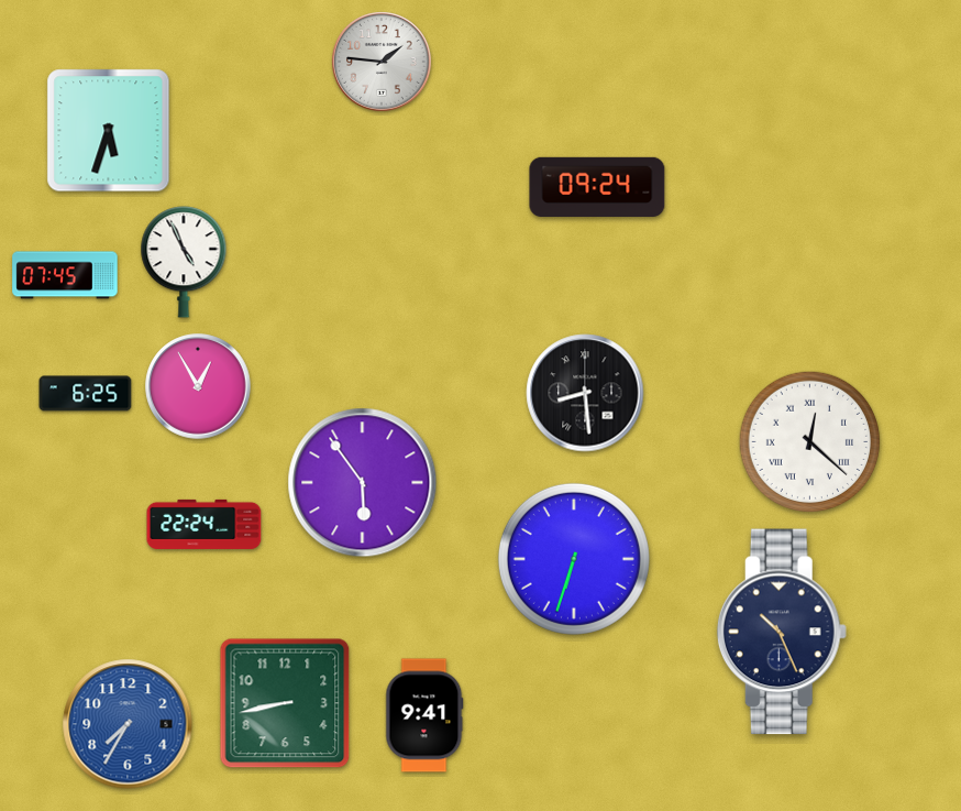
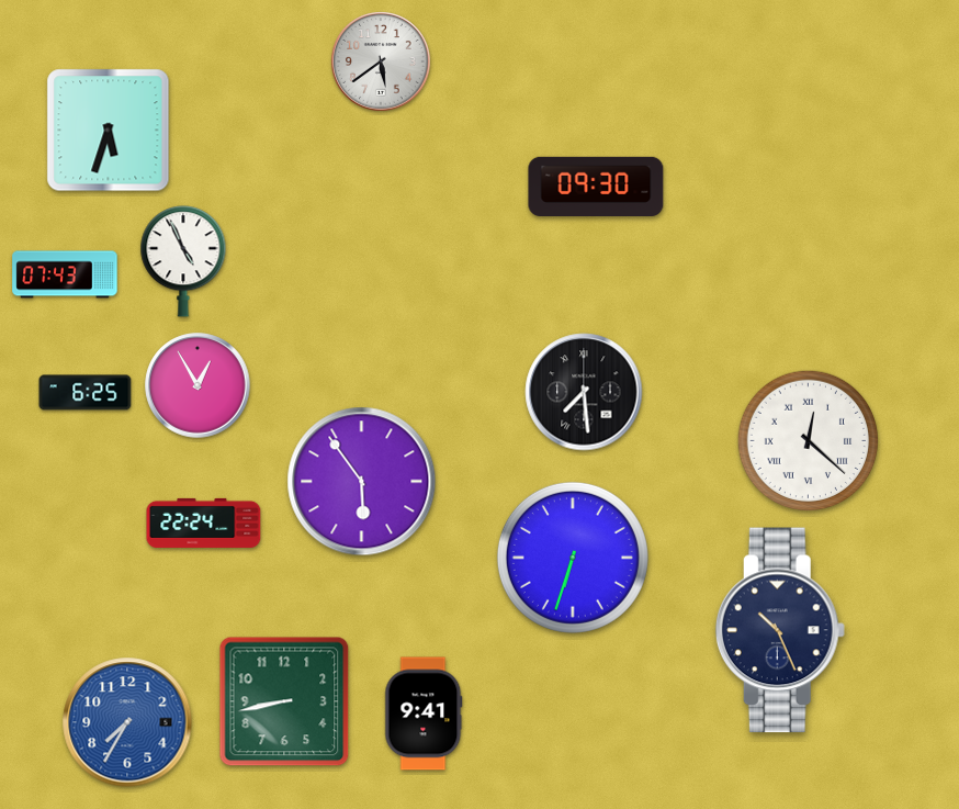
clock at (382, 62): 1:46 -> 5:39
clock at (597, 186): 09:24 -> 09:30
clock at (65, 275): 07:45 -> 07:43
clock at (585, 393): 8:29 -> 7:29
